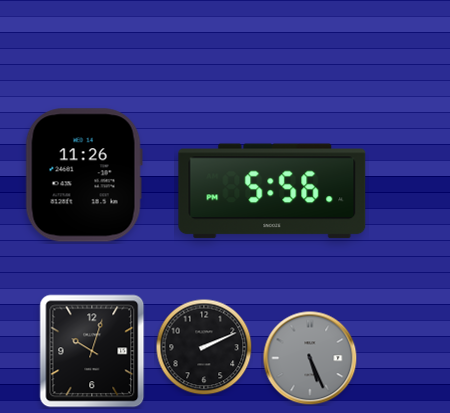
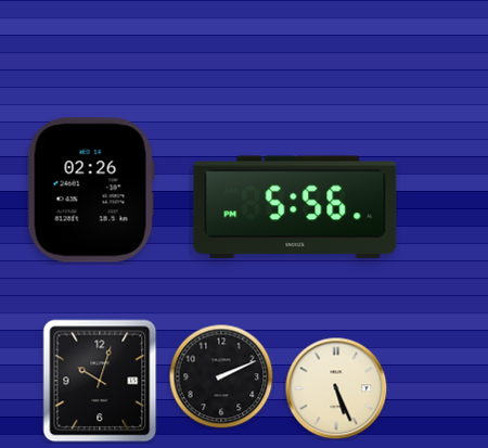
clock at (84, 175): 11:26 -> 02:26
clock at (310, 358) dial: grey -> cream
